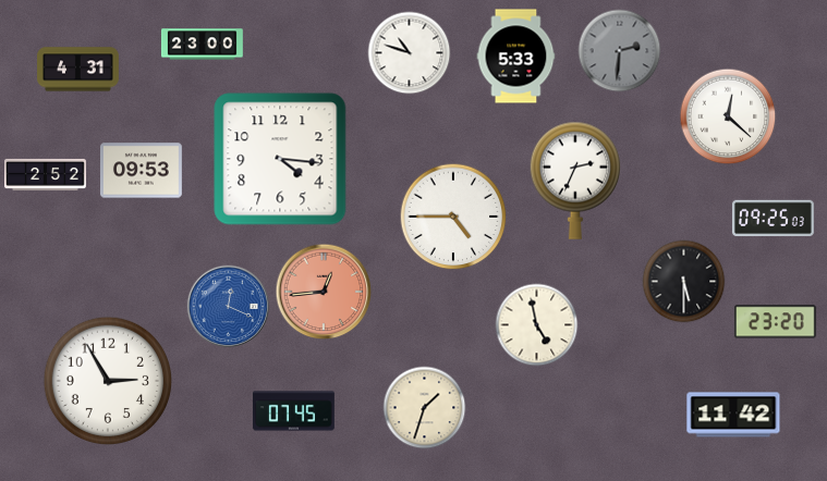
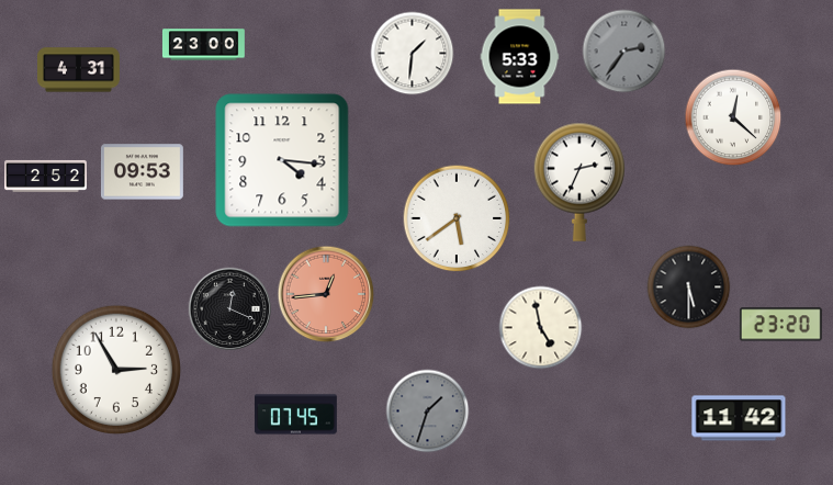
clock at (620, 51): 2:31 -> 2:36
clock at (410, 53): 10:48 -> 1:31
clock at (453, 217): 4:45 -> 5:39
clock at (773, 218): 09:25 -> none
clock at (684, 282) position: (684, 282) -> (689, 287)
clock at (229, 307) dial: blue -> black
clock at (107, 380) position: (107, 380) -> (115, 369)
clock at (425, 408) dial: cream -> grey
